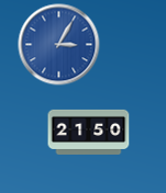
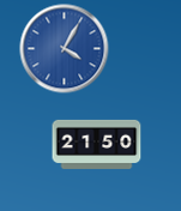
clock at (59, 45): 3:05 -> 4:05
